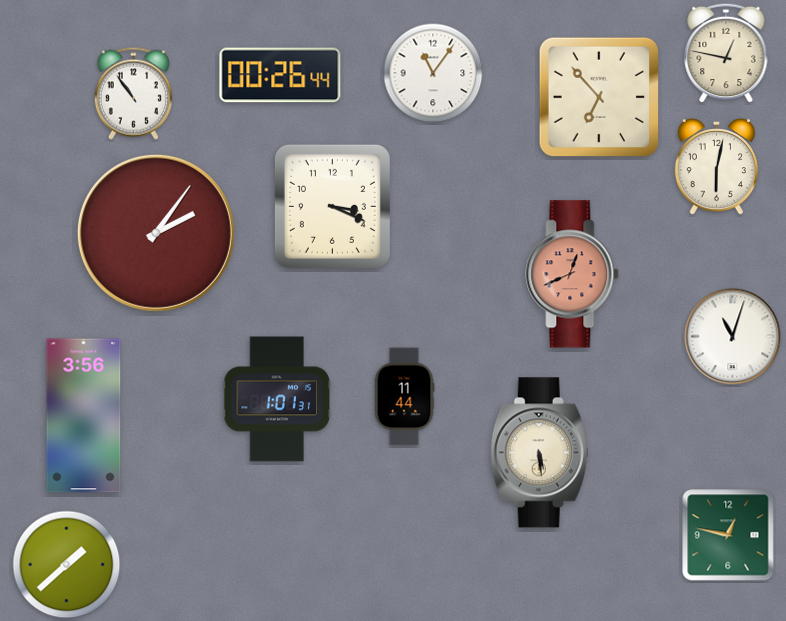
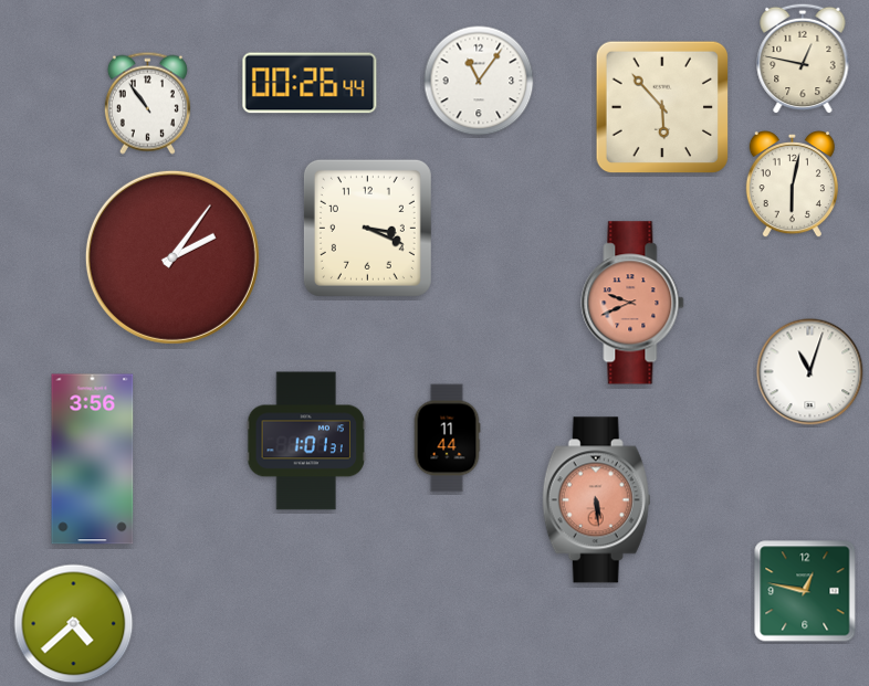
clock at (598, 96): 6:53 -> 5:53
clock at (572, 274): 12:41 -> 9:41
clock at (539, 453) dial: cream -> salmon
clock at (67, 565): 1:38 -> 4:38
